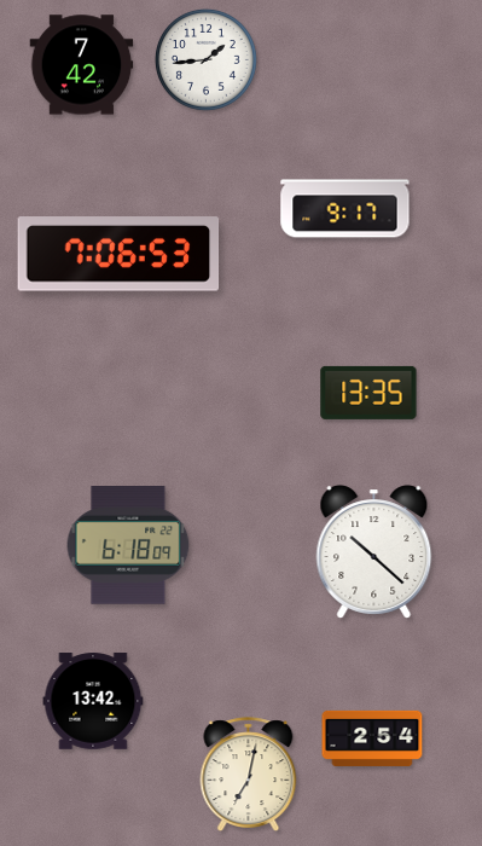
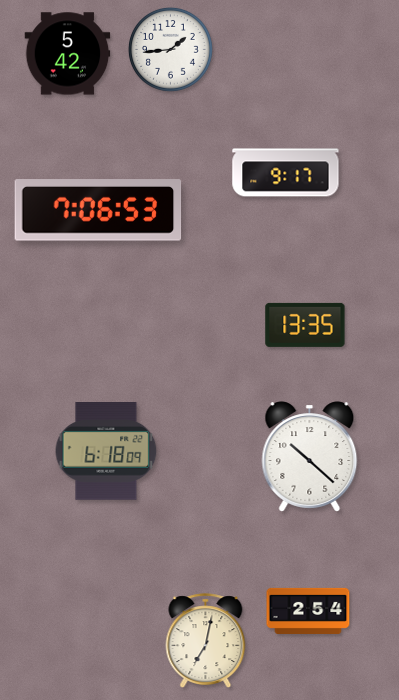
clock at (82, 65): 7:42 -> 5:42
clock at (93, 701): 13:42 -> none
